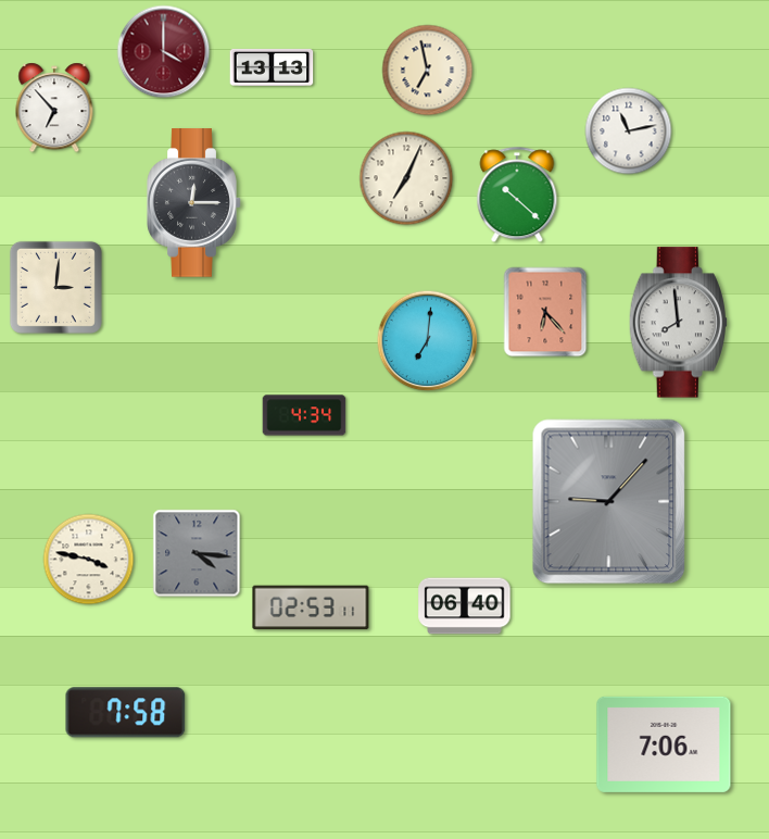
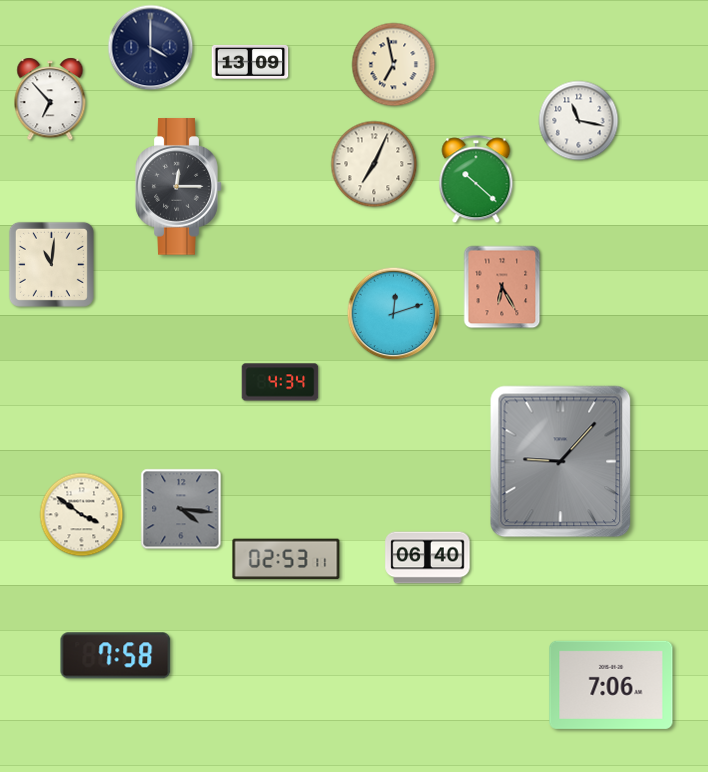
clock at (164, 52) dial: burgundy -> navy
clock at (272, 67): 13:13 -> 13:09
clock at (629, 132): 11:13 -> 11:17
clock at (55, 287): 3:01 -> 11:01
clock at (545, 312): 6:23 -> 6:25
clock at (678, 323): 7:59 -> none
clock at (428, 341): 7:01 -> 12:12
clock at (89, 560): 3:47 -> 3:51
